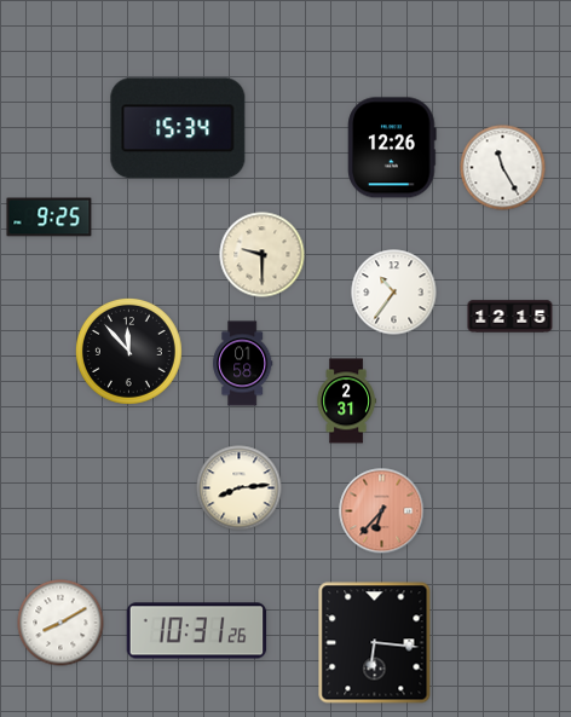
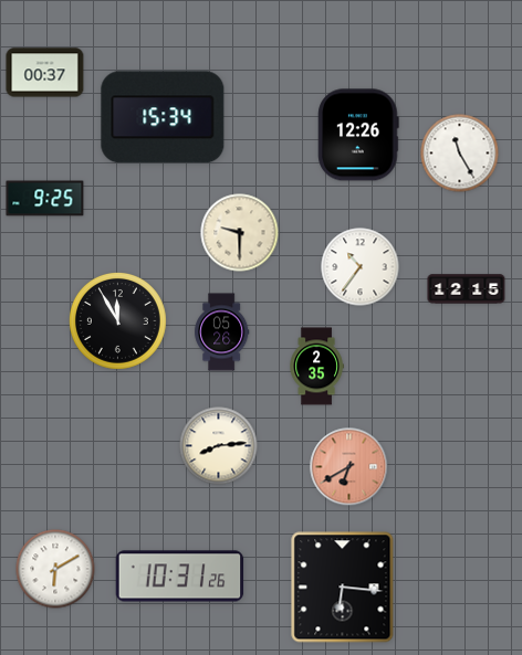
clock at (45, 73): none -> 00:37
clock at (129, 352): 11:53 -> 11:55
clock at (243, 364): 01:58 -> 05:26
clock at (346, 401): 2:31 -> 2:35
clock at (382, 511): 6:37 -> 6:40
clock at (60, 623): 8:10 -> 6:10
